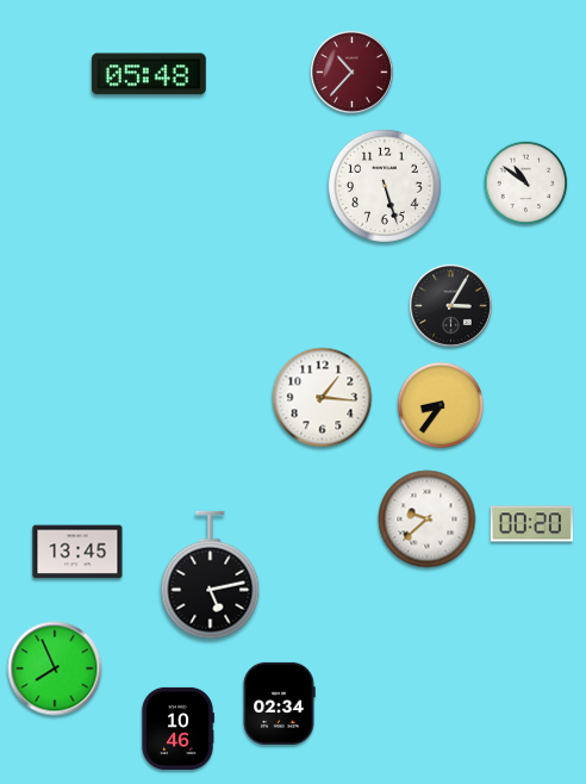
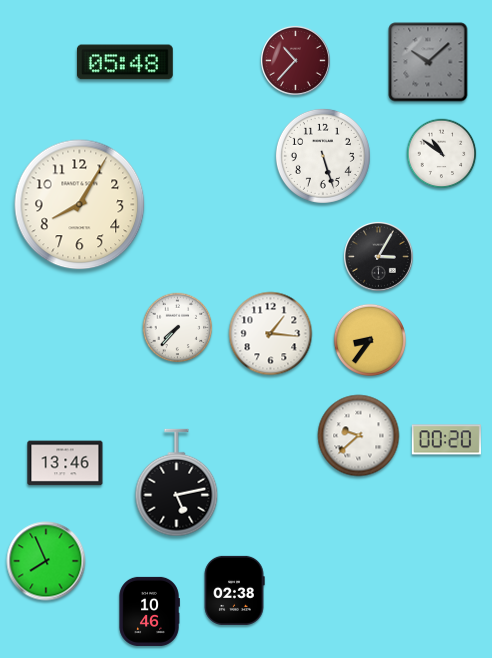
clock at (428, 62): none -> 10:08
clock at (80, 205): none -> 8:05
clock at (178, 328): none -> 7:37
clock at (77, 552): 13:45 -> 13:46
clock at (279, 703): 02:34 -> 02:38
